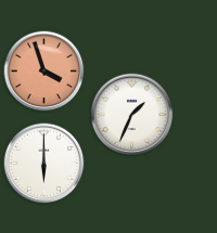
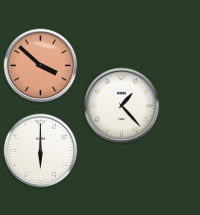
clock at (44, 72): 3:57 -> 3:52
clock at (132, 115): 1:34 -> 1:23
